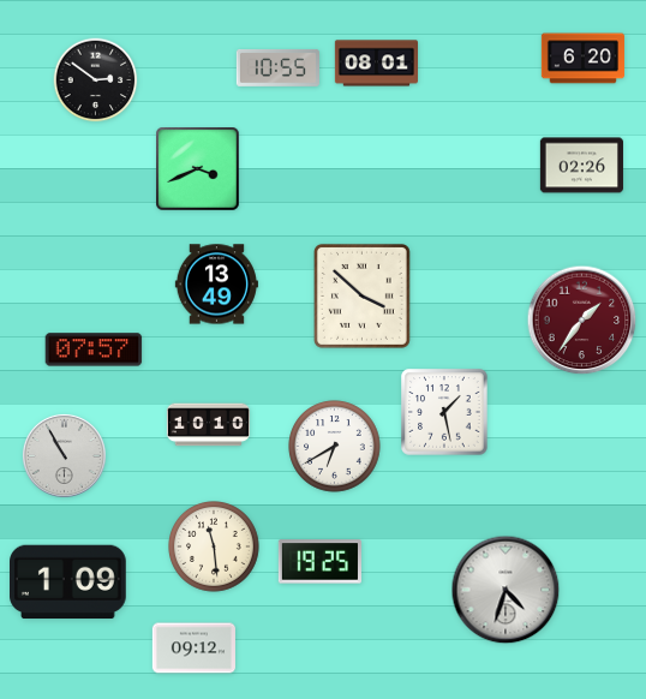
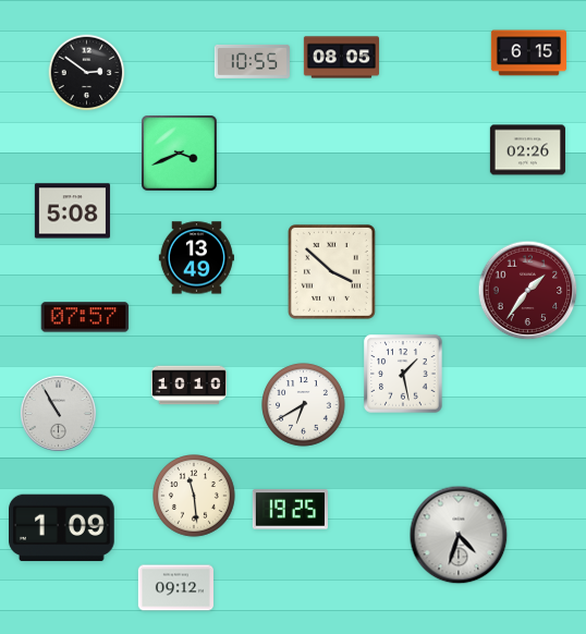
clock at (582, 59): 6:20 -> 6:15
clock at (376, 64): 08:01 -> 08:05
clock at (72, 211): none -> 5:08
clock at (361, 295) position: (361, 295) -> (331, 271)
